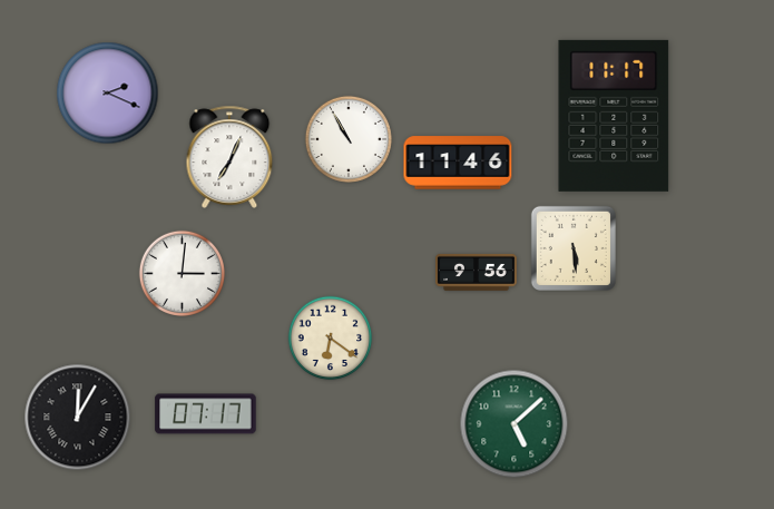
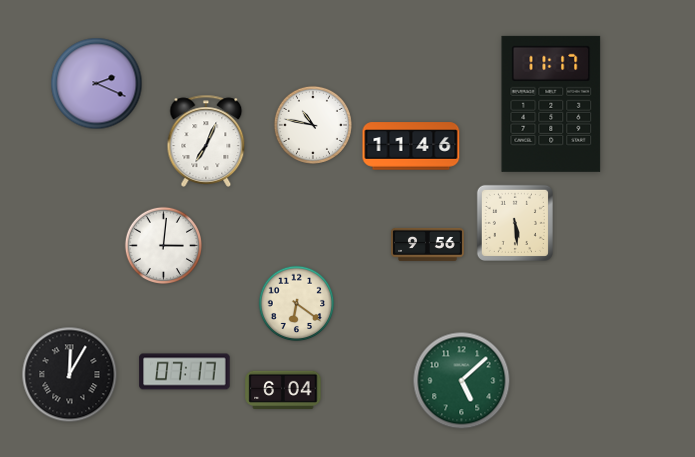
clock at (349, 139): 10:55 -> 10:47
clock at (283, 389): none -> 6:04
